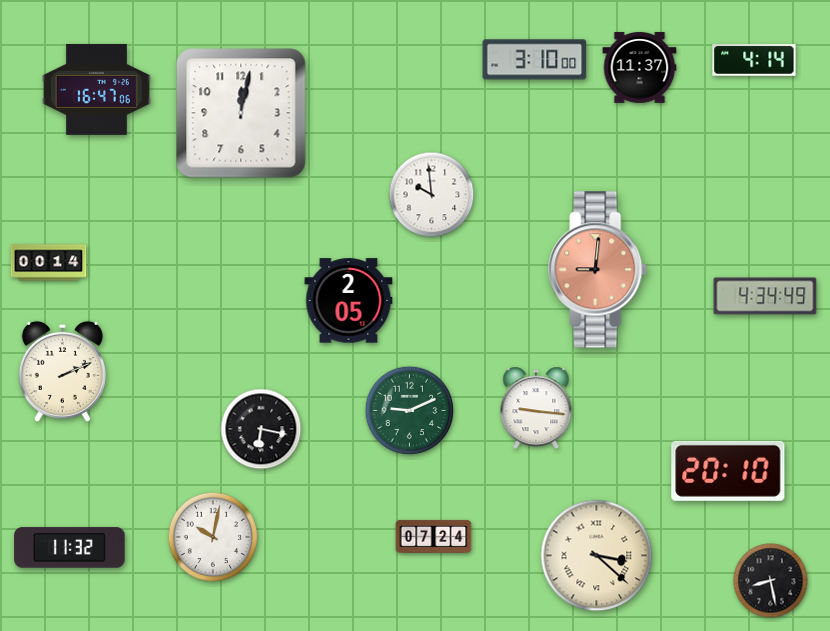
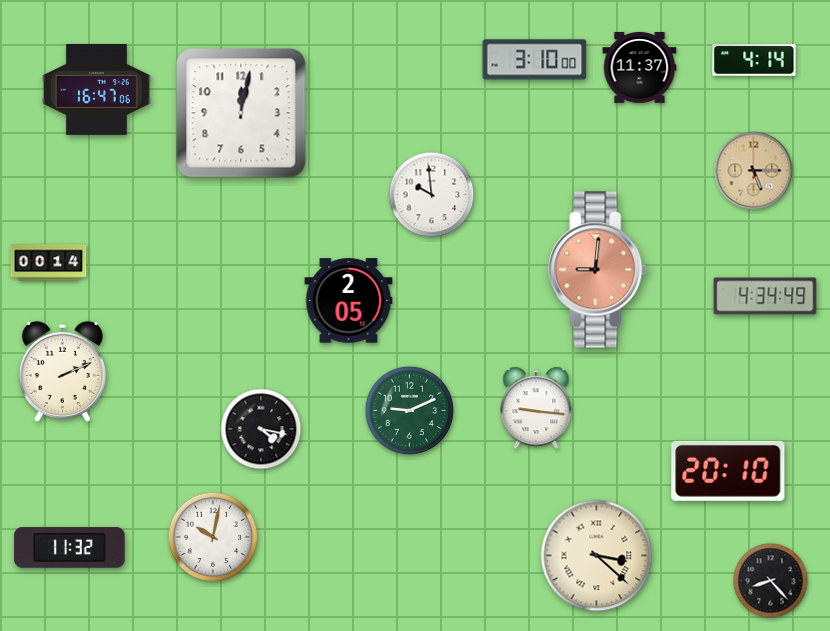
clock at (754, 171): none -> 5:15
clock at (261, 429): 6:17 -> 4:17
clock at (434, 536): 07:24 -> none
clock at (771, 581): 8:28 -> 8:23
